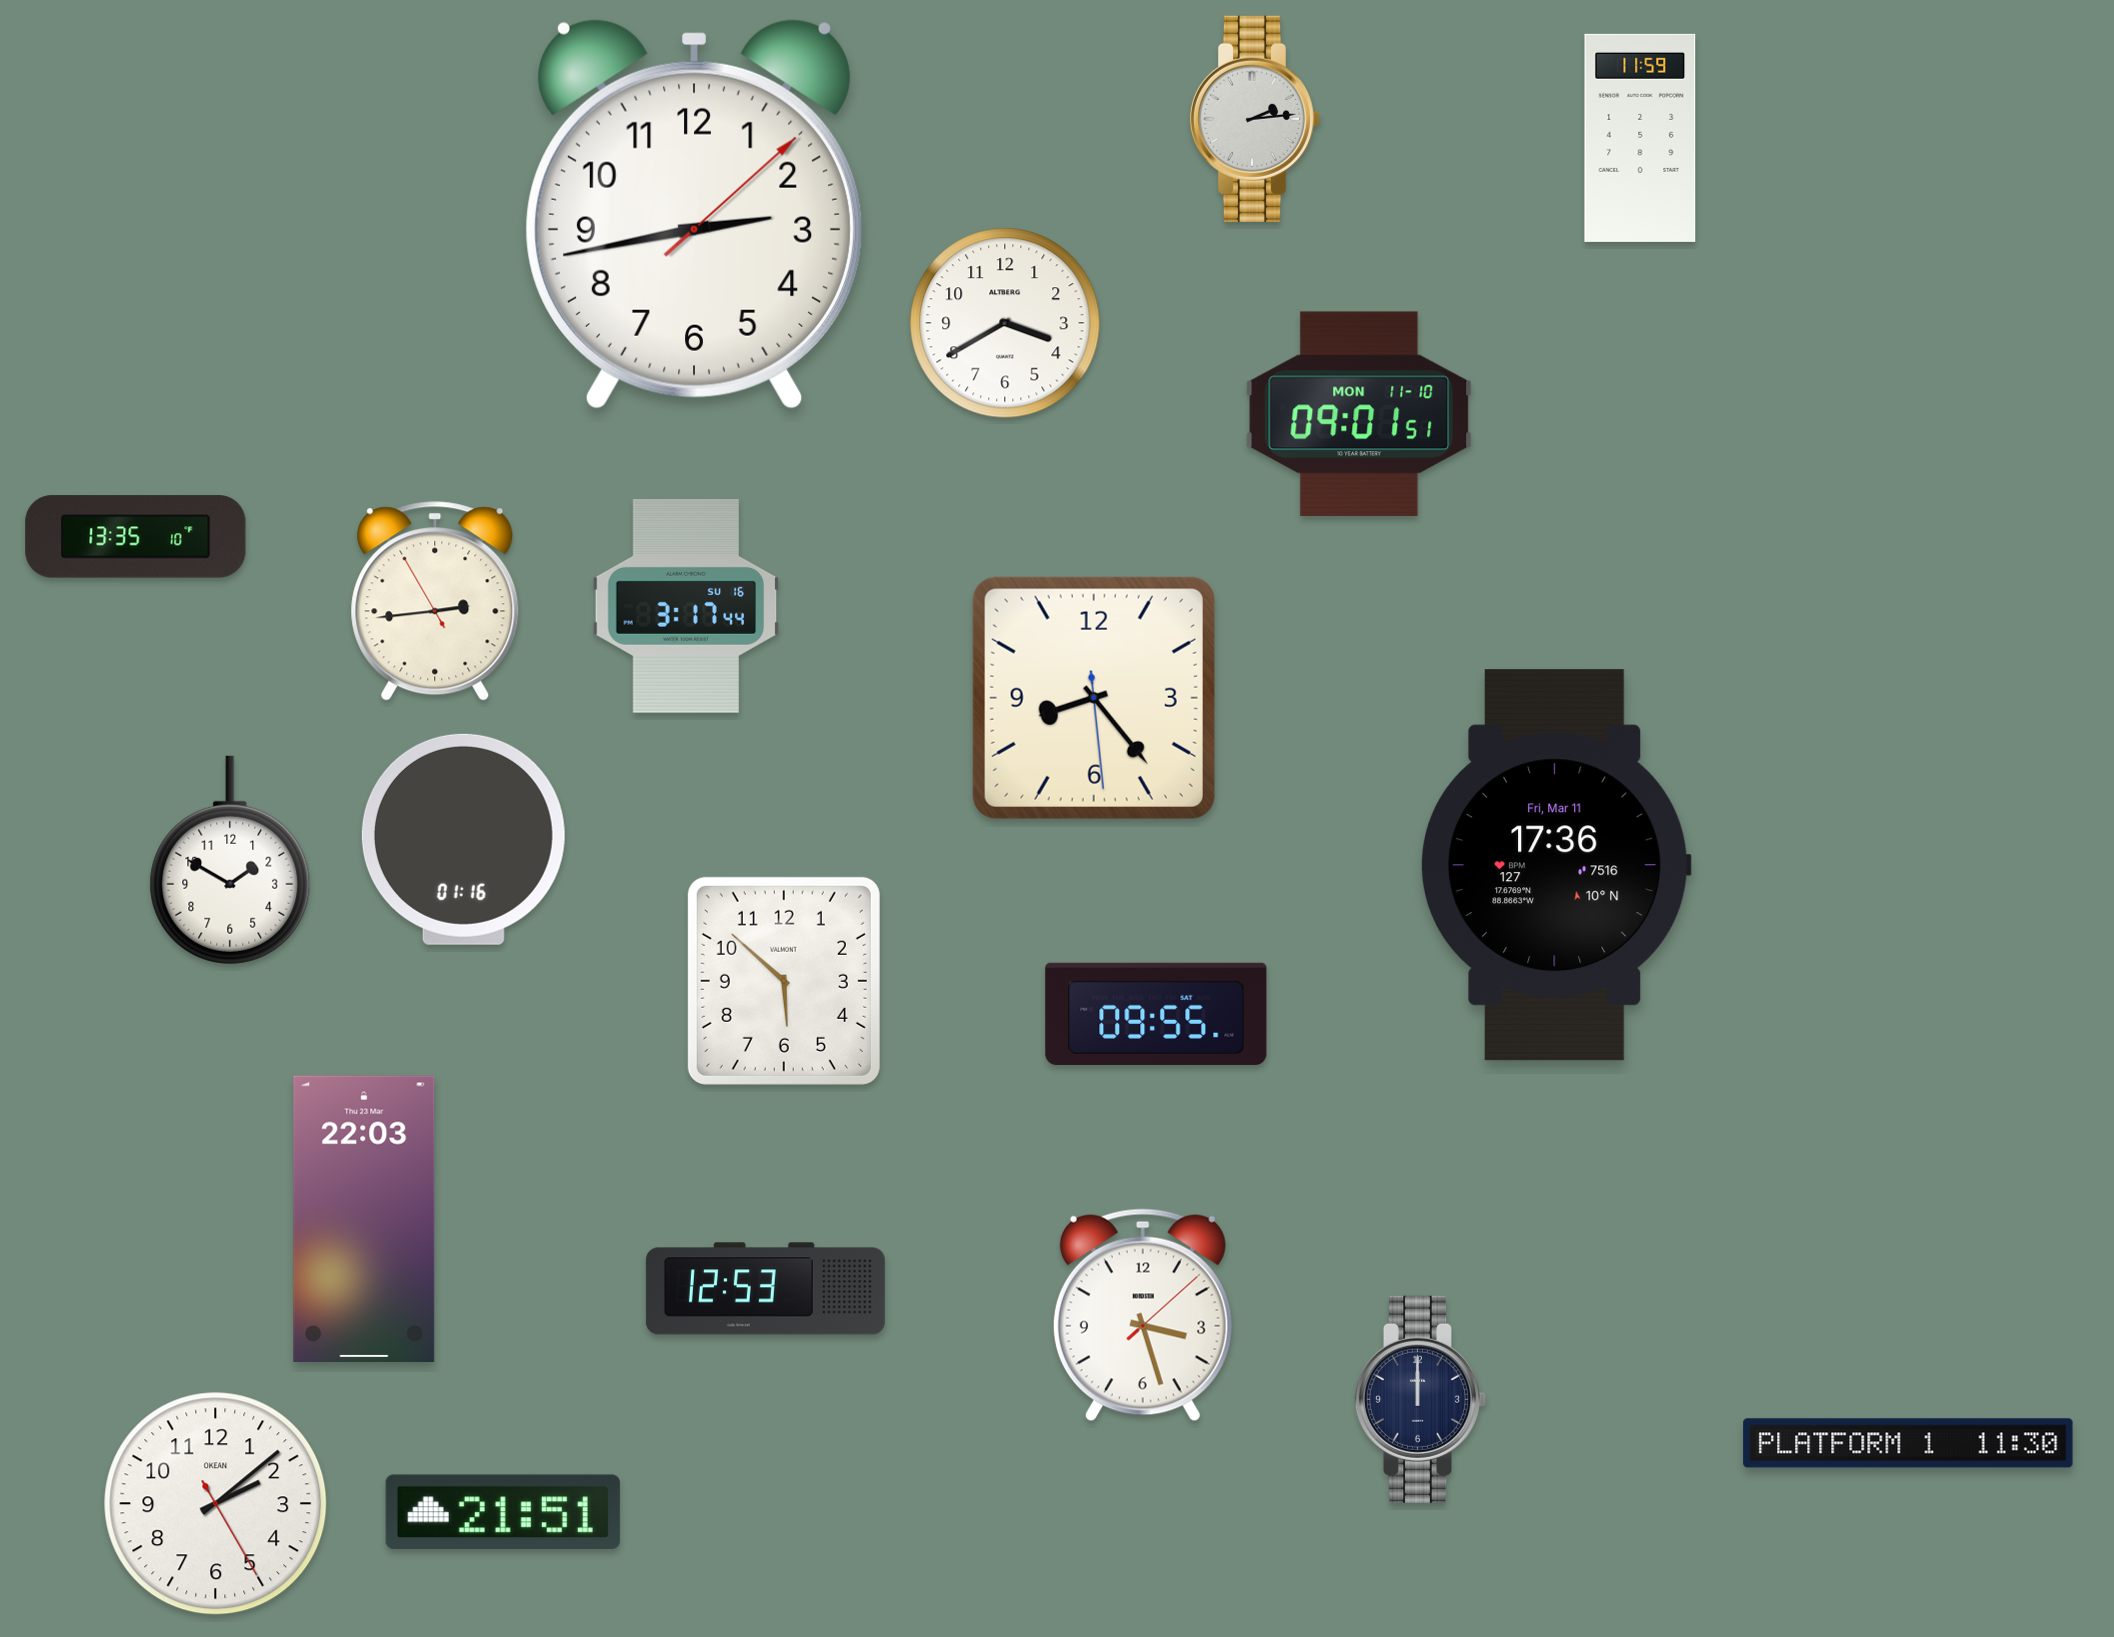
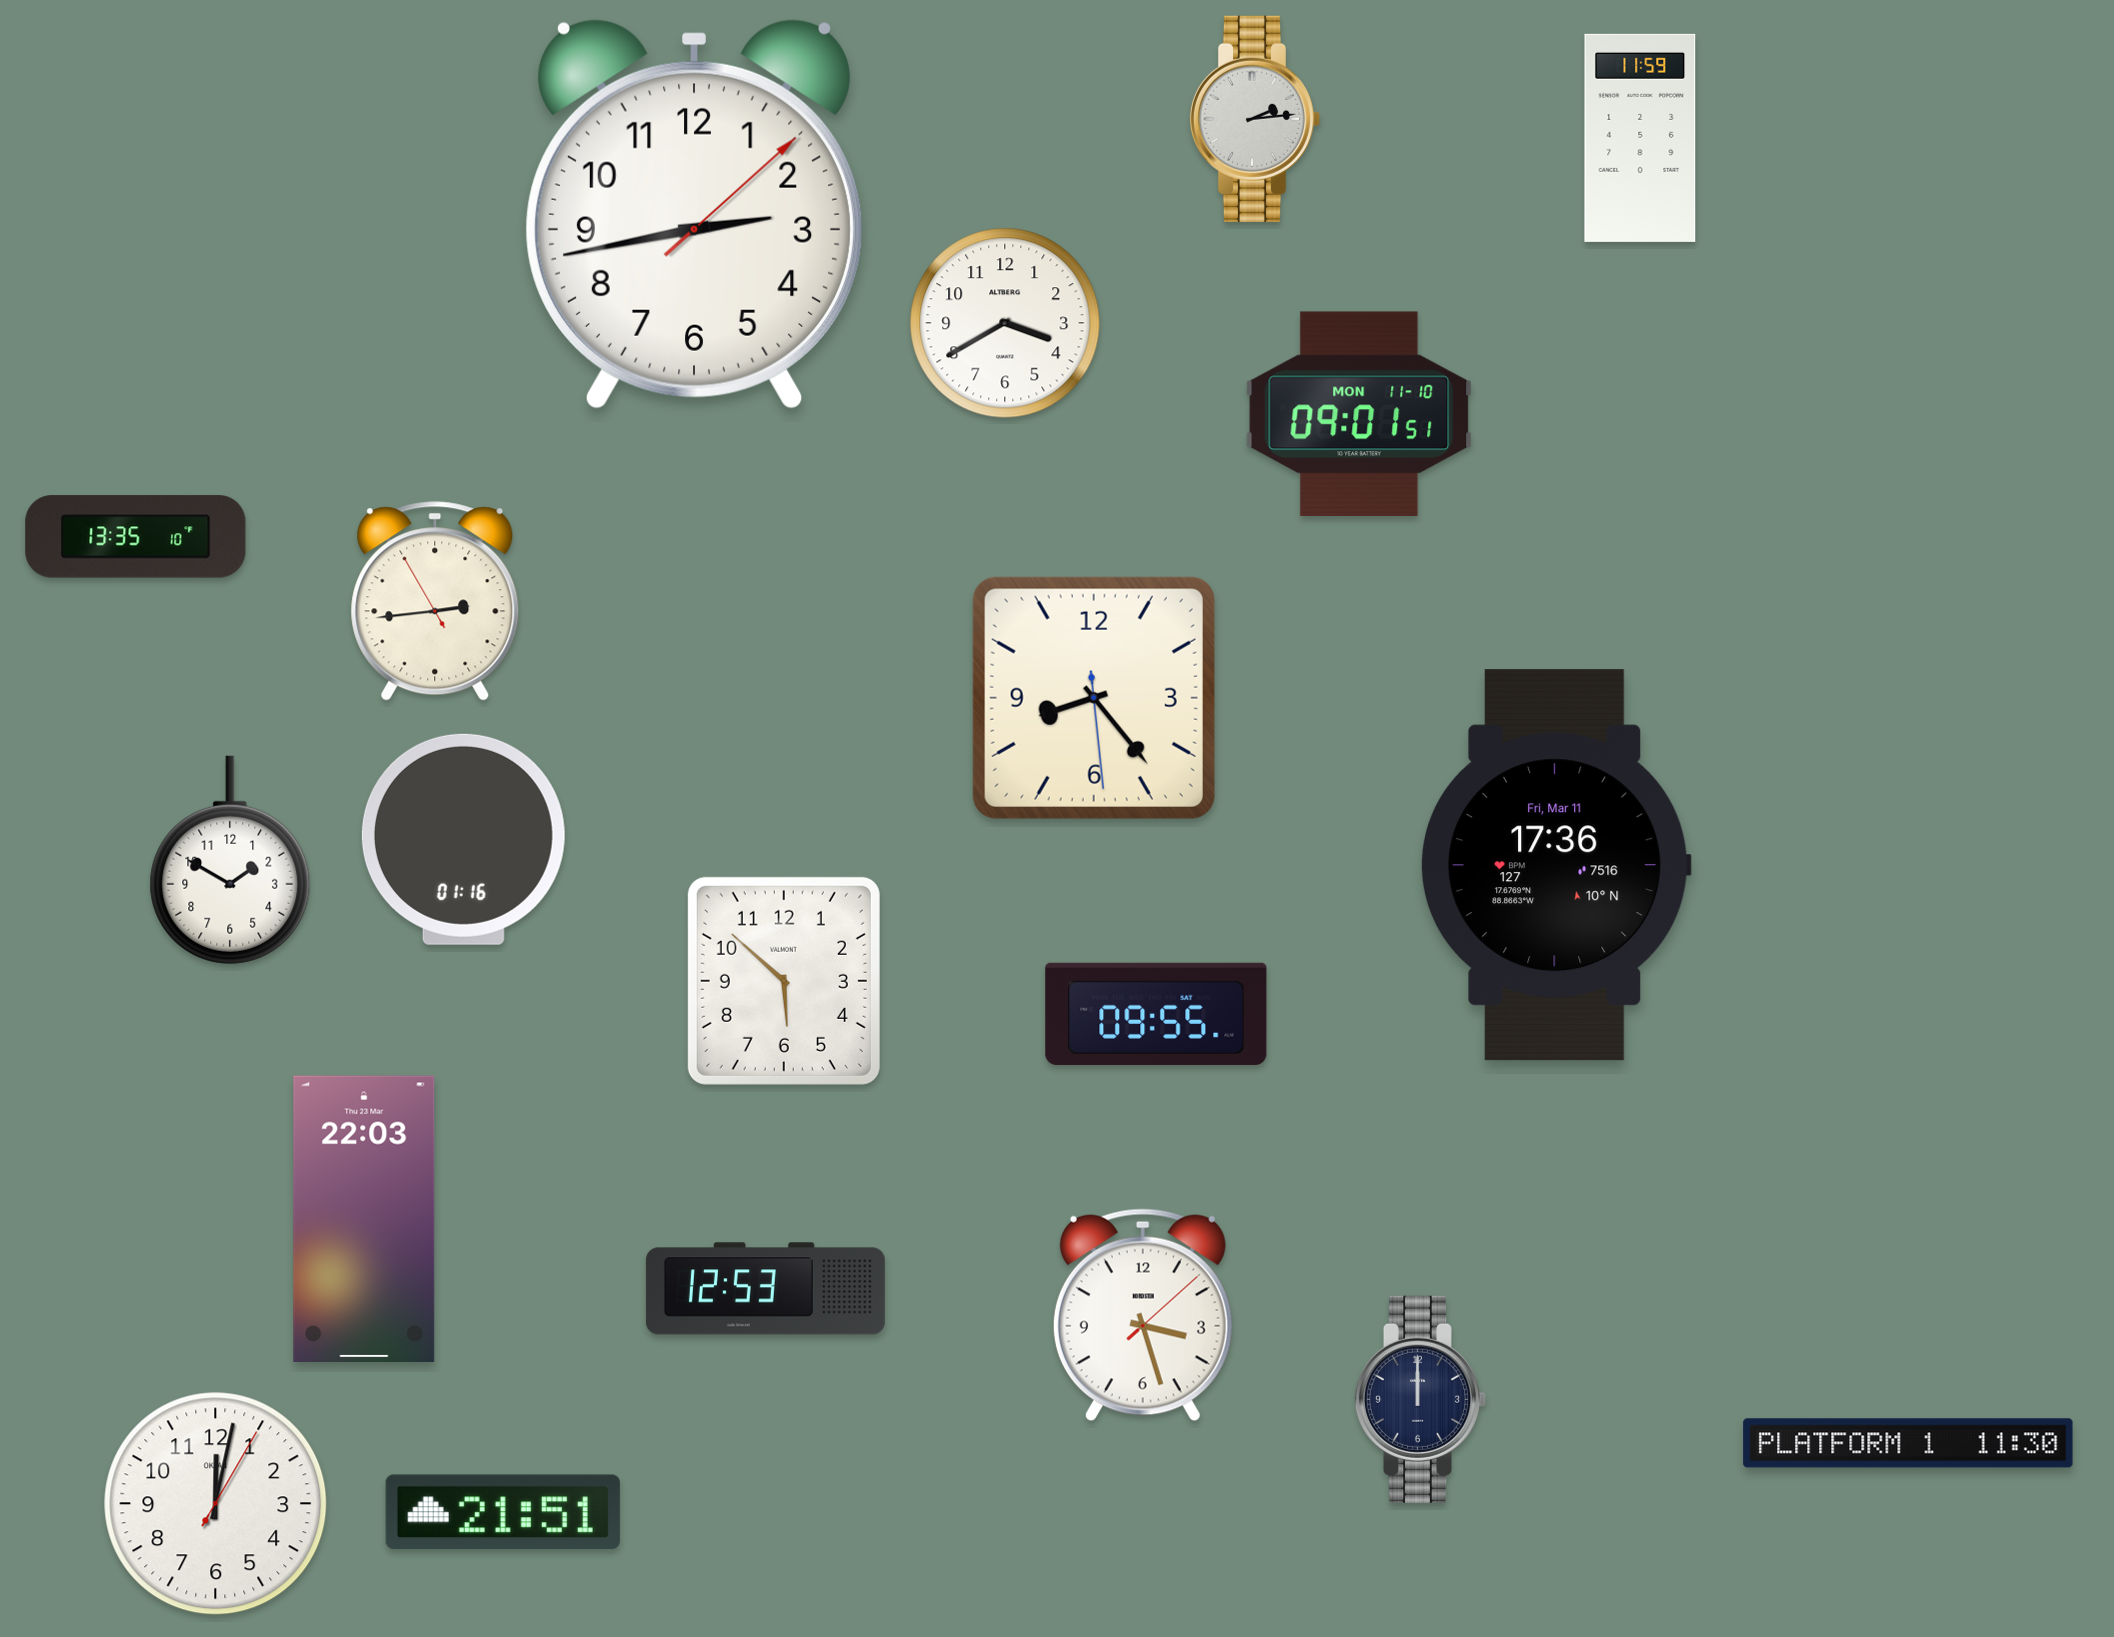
clock at (686, 606): 3:17 -> none
clock at (216, 1504): 2:08 -> 12:02
